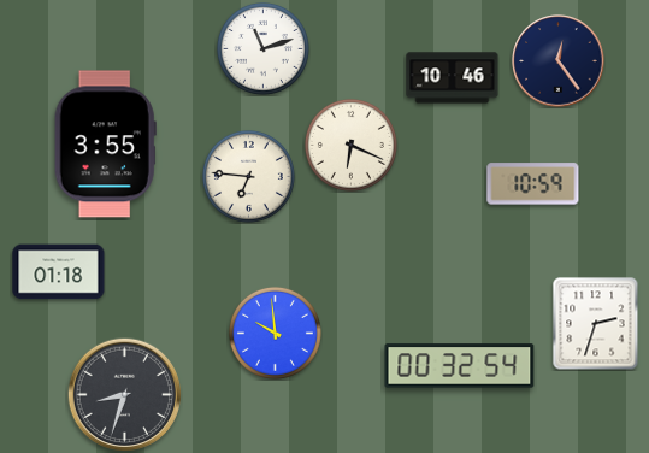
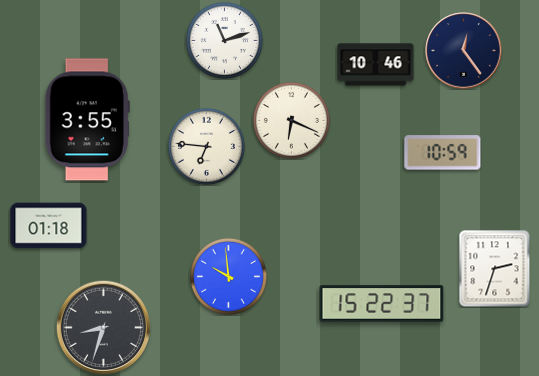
clock at (262, 48) position: (262, 48) -> (224, 40)
clock at (460, 366): 00:32 -> 15:22
